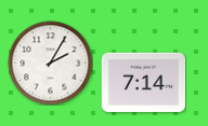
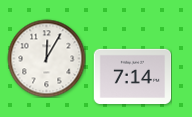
clock at (50, 62): 2:05 -> 12:05
